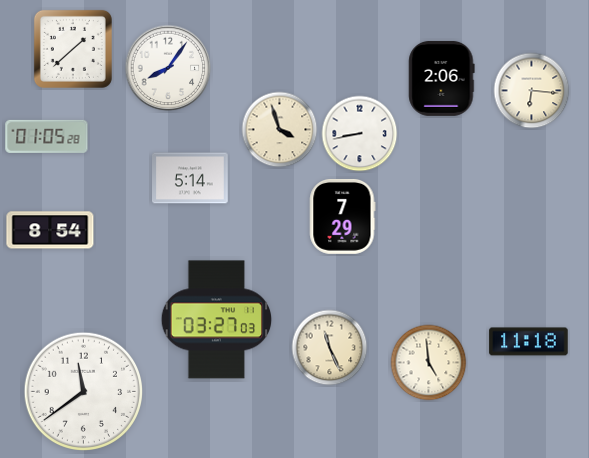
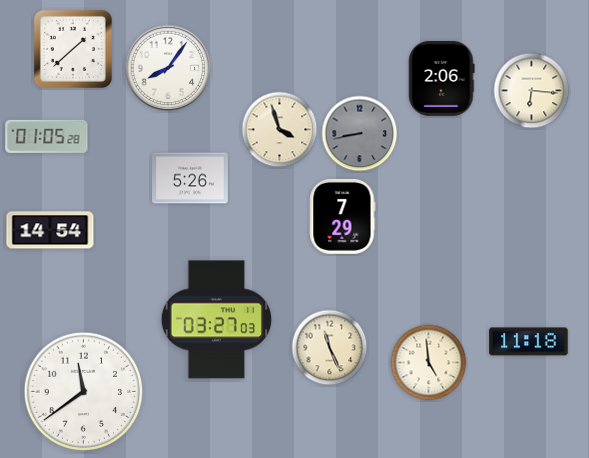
clock at (360, 134) dial: white -> grey
clock at (191, 178): 5:14 -> 5:26
clock at (50, 230): 8:54 -> 14:54
